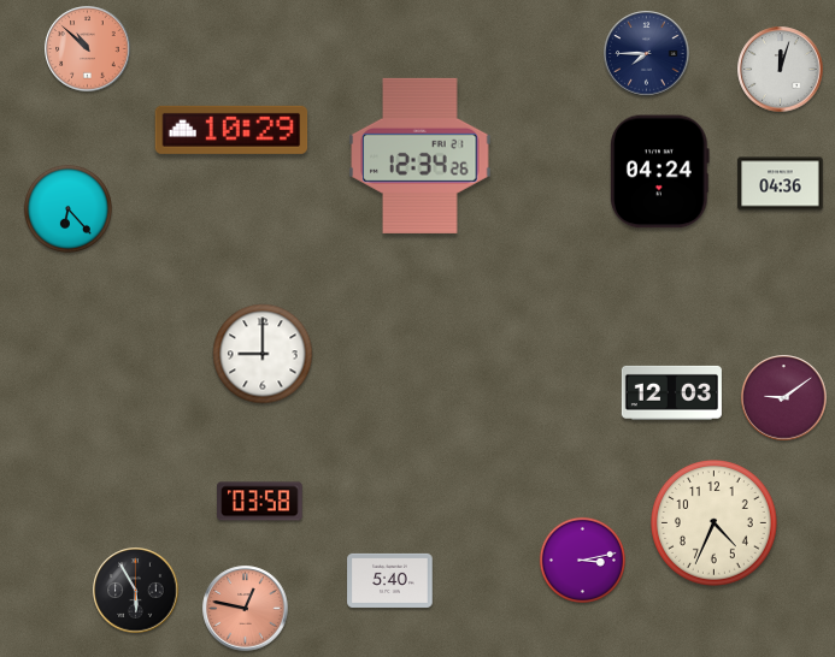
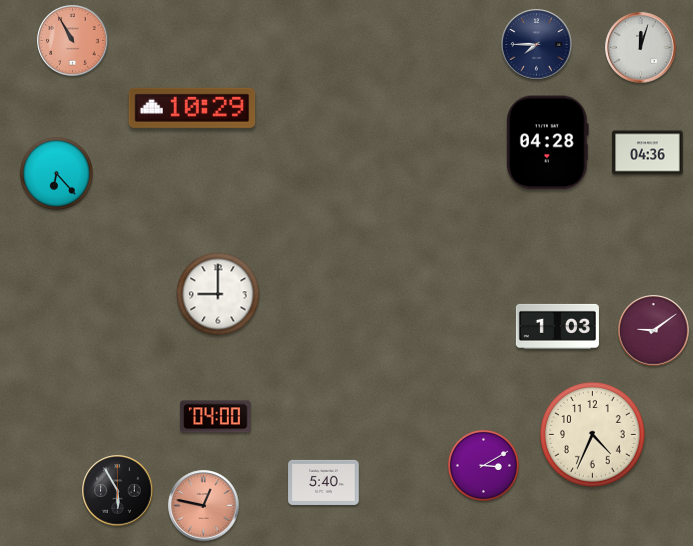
clock at (88, 49): 10:52 -> 10:55
clock at (781, 70) position: (781, 70) -> (641, 48)
clock at (421, 155): 12:34 -> none
clock at (660, 172): 04:24 -> 04:28
clock at (671, 392): 12:03 -> 1:03
clock at (784, 398) position: (784, 398) -> (654, 331)
clock at (260, 502): 03:58 -> 04:00
clock at (582, 560): 3:13 -> 3:10
clock at (136, 591) position: (136, 591) -> (118, 491)
